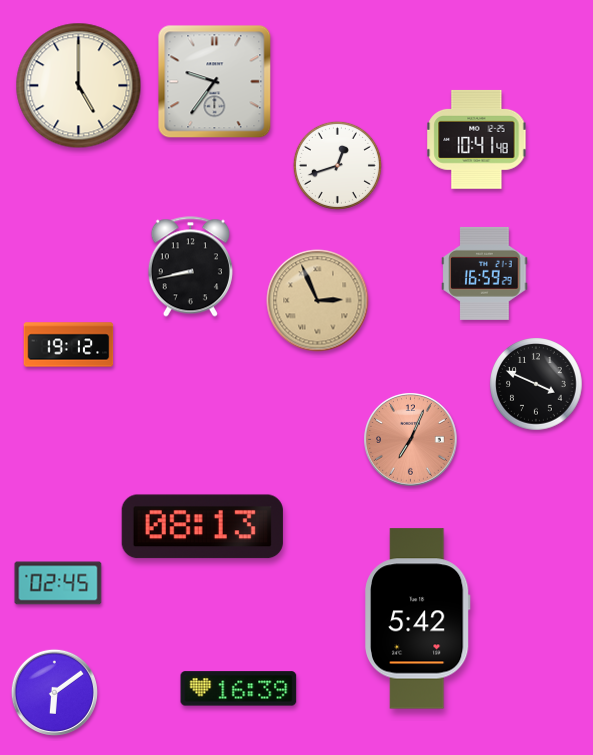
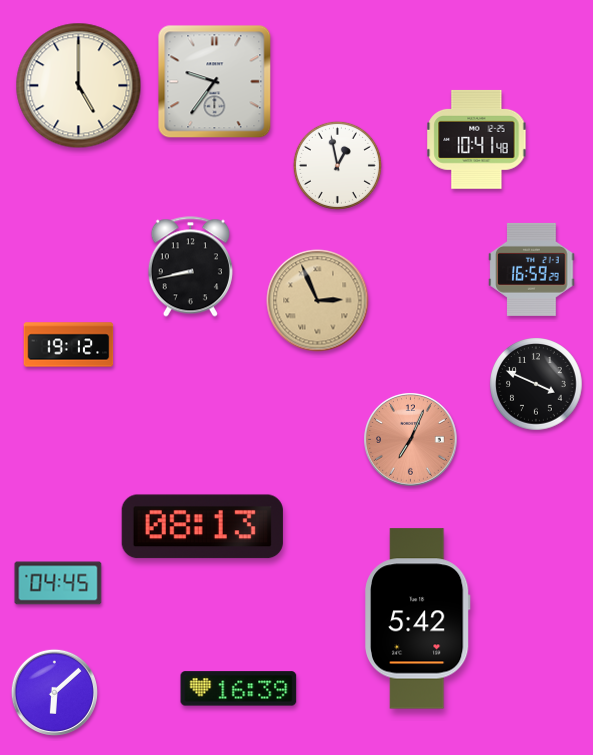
clock at (337, 165): 12:42 -> 12:58
clock at (485, 273) position: (485, 273) -> (532, 269)
clock at (58, 583): 02:45 -> 04:45
clock at (54, 692): 6:09 -> 6:08
